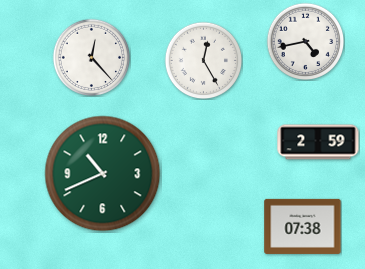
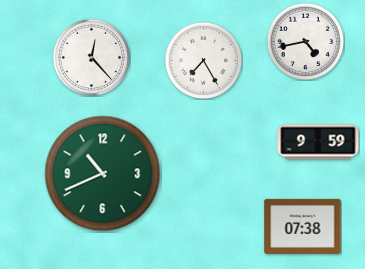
clock at (203, 60): 12:25 -> 7:25
clock at (318, 142): 2:59 -> 9:59
